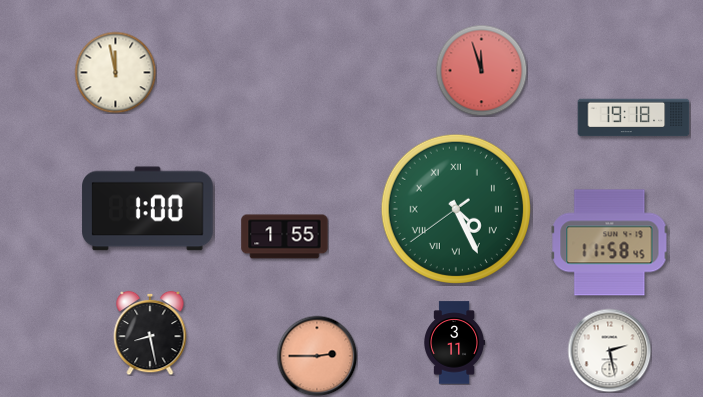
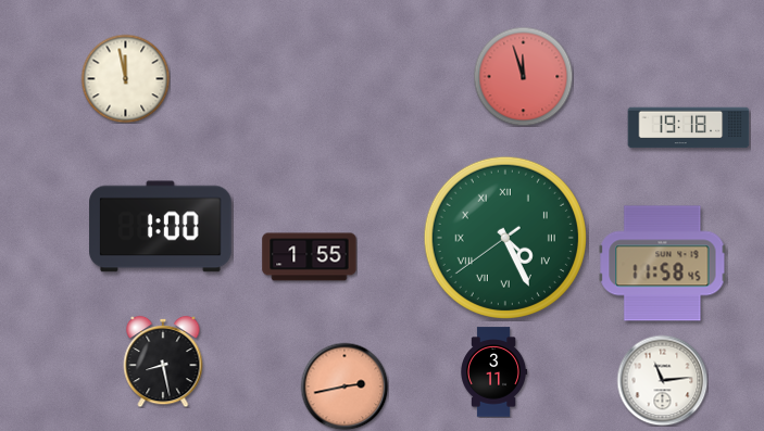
clock at (456, 209) position: (456, 209) -> (505, 238)
clock at (609, 350): 2:28 -> 11:14
clock at (317, 356): 2:45 -> 2:43
